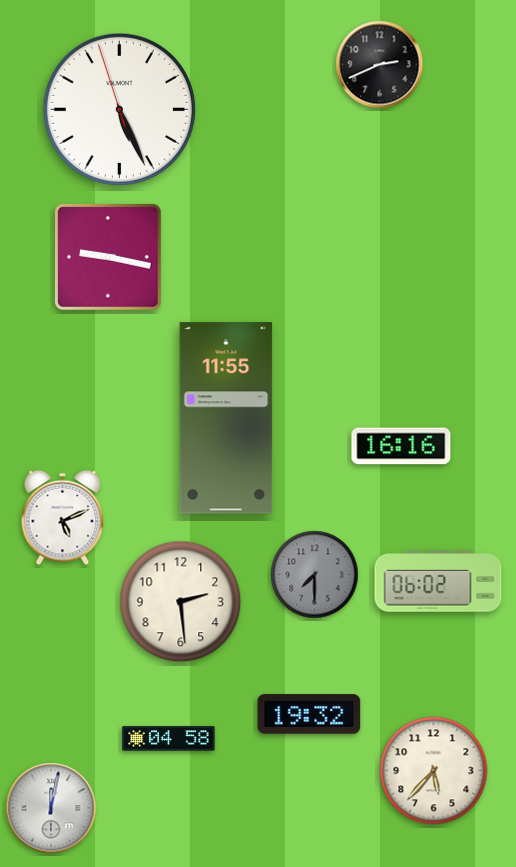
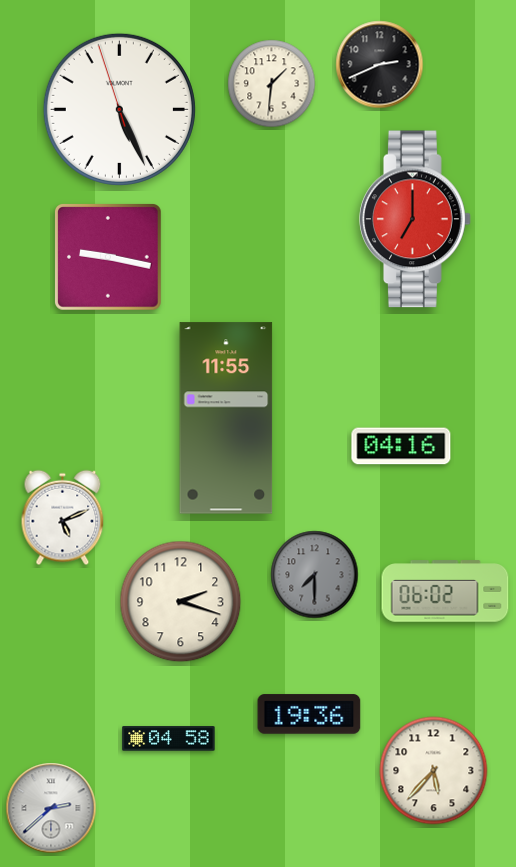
clock at (272, 84): none -> 1:31
clock at (416, 219): none -> 7:00
clock at (401, 446): 16:16 -> 04:16
clock at (438, 581) position: (438, 581) -> (445, 591)
clock at (181, 602): 2:29 -> 2:18
clock at (309, 714): 19:32 -> 19:36
clock at (51, 808): 12:02 -> 2:38
